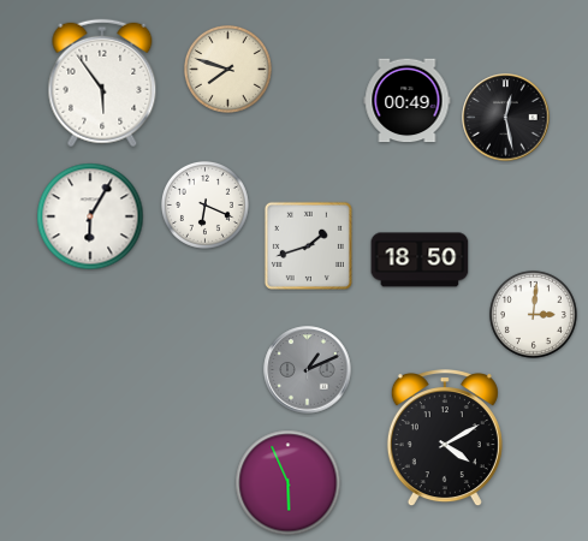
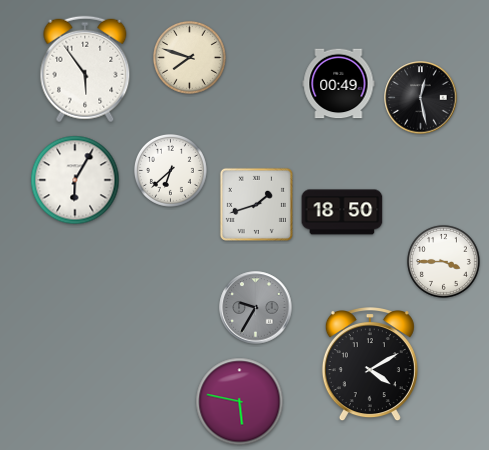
clock at (204, 204): 6:19 -> 6:38
clock at (420, 260) position: (420, 260) -> (342, 212)
clock at (533, 314): 3:01 -> 3:45
clock at (308, 370): 1:11 -> 9:35
clock at (289, 483): 5:56 -> 5:47
